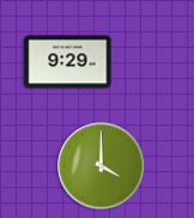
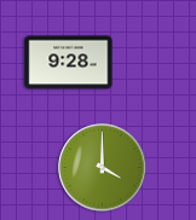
clock at (68, 62): 9:29 -> 9:28
